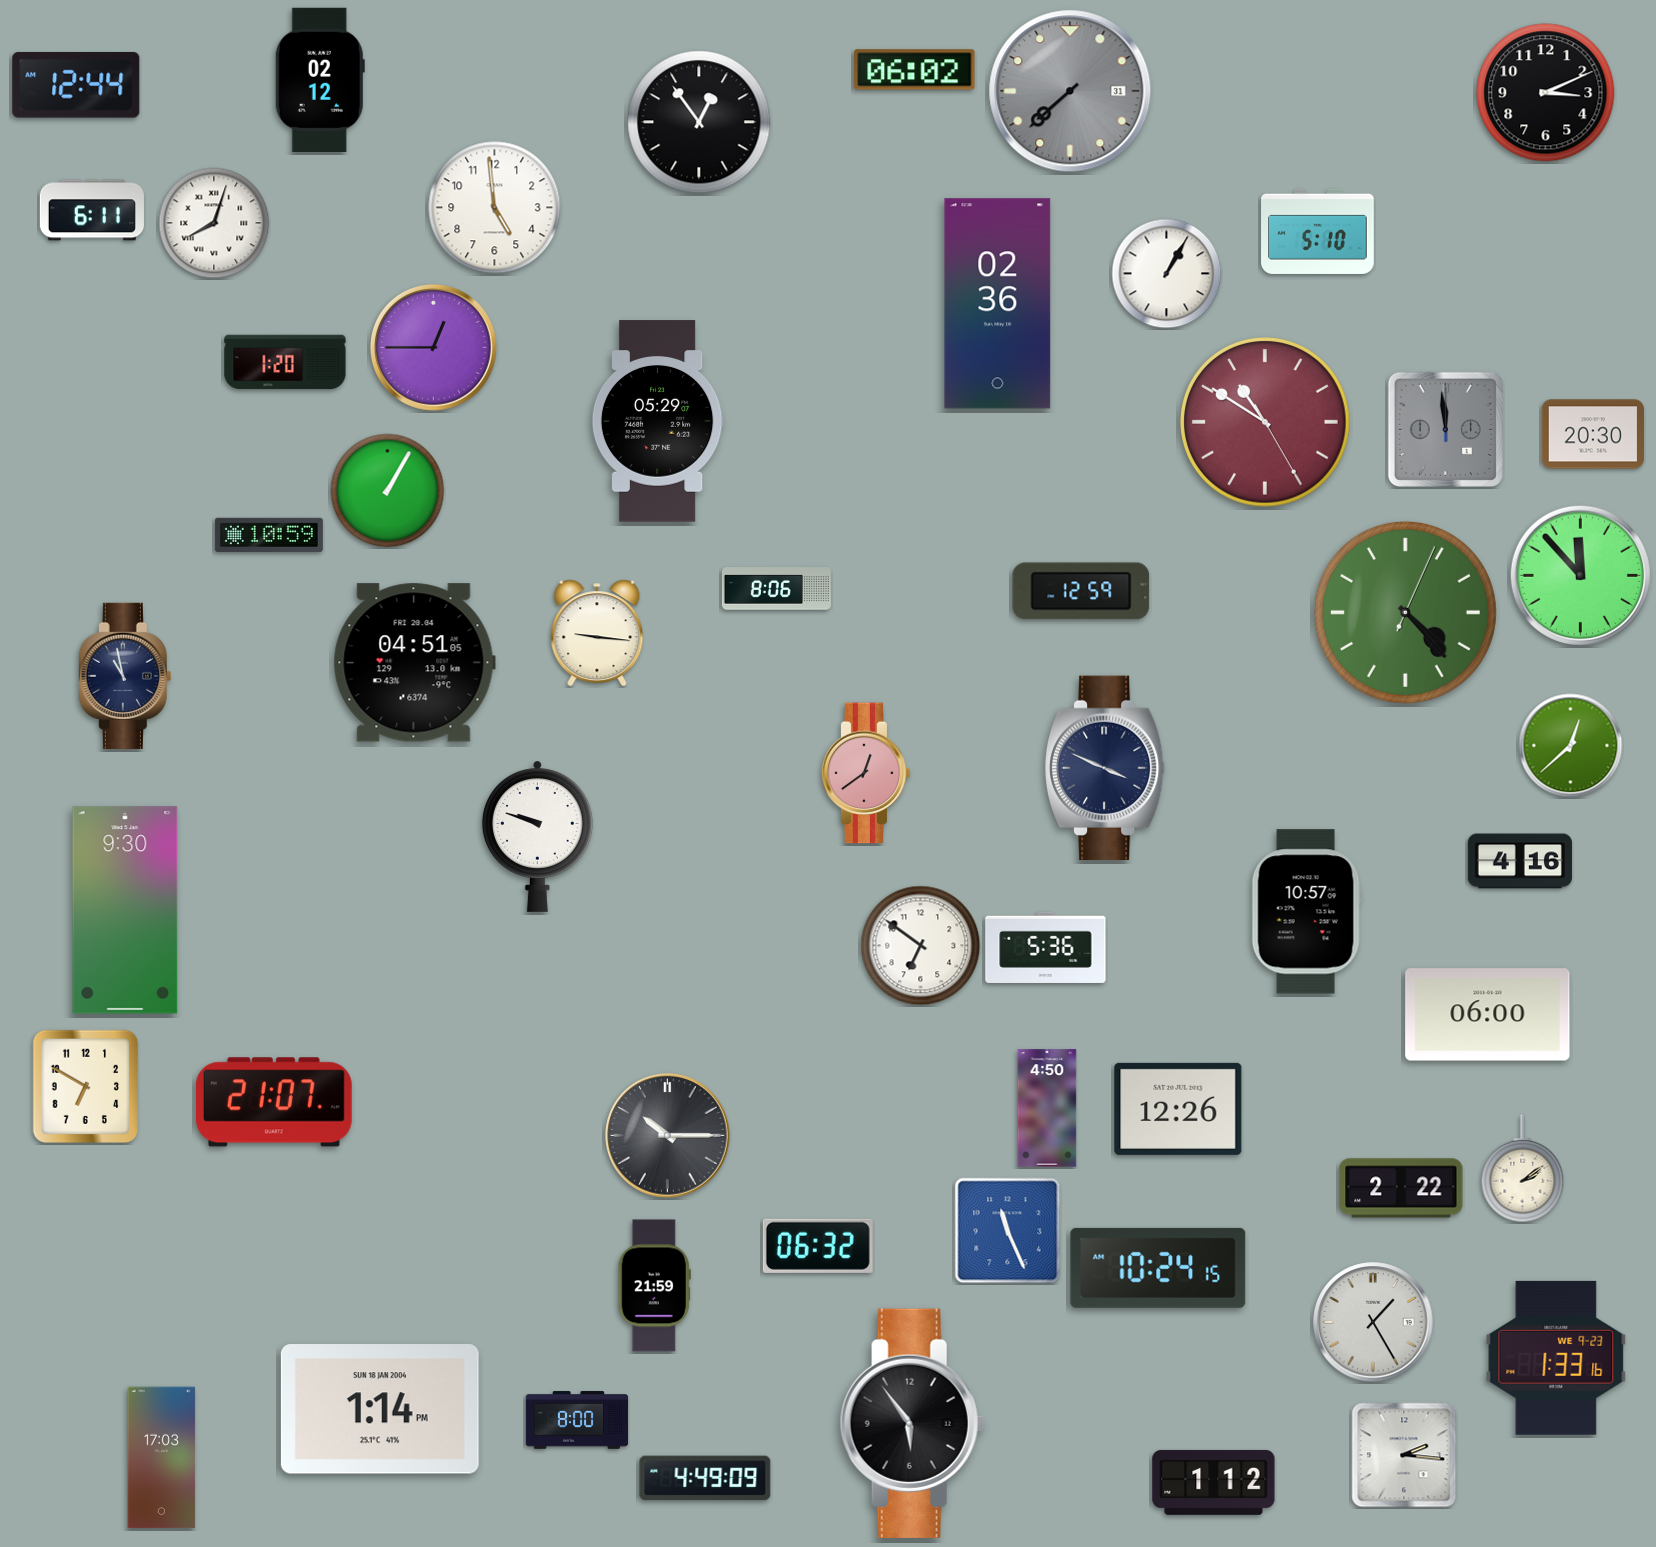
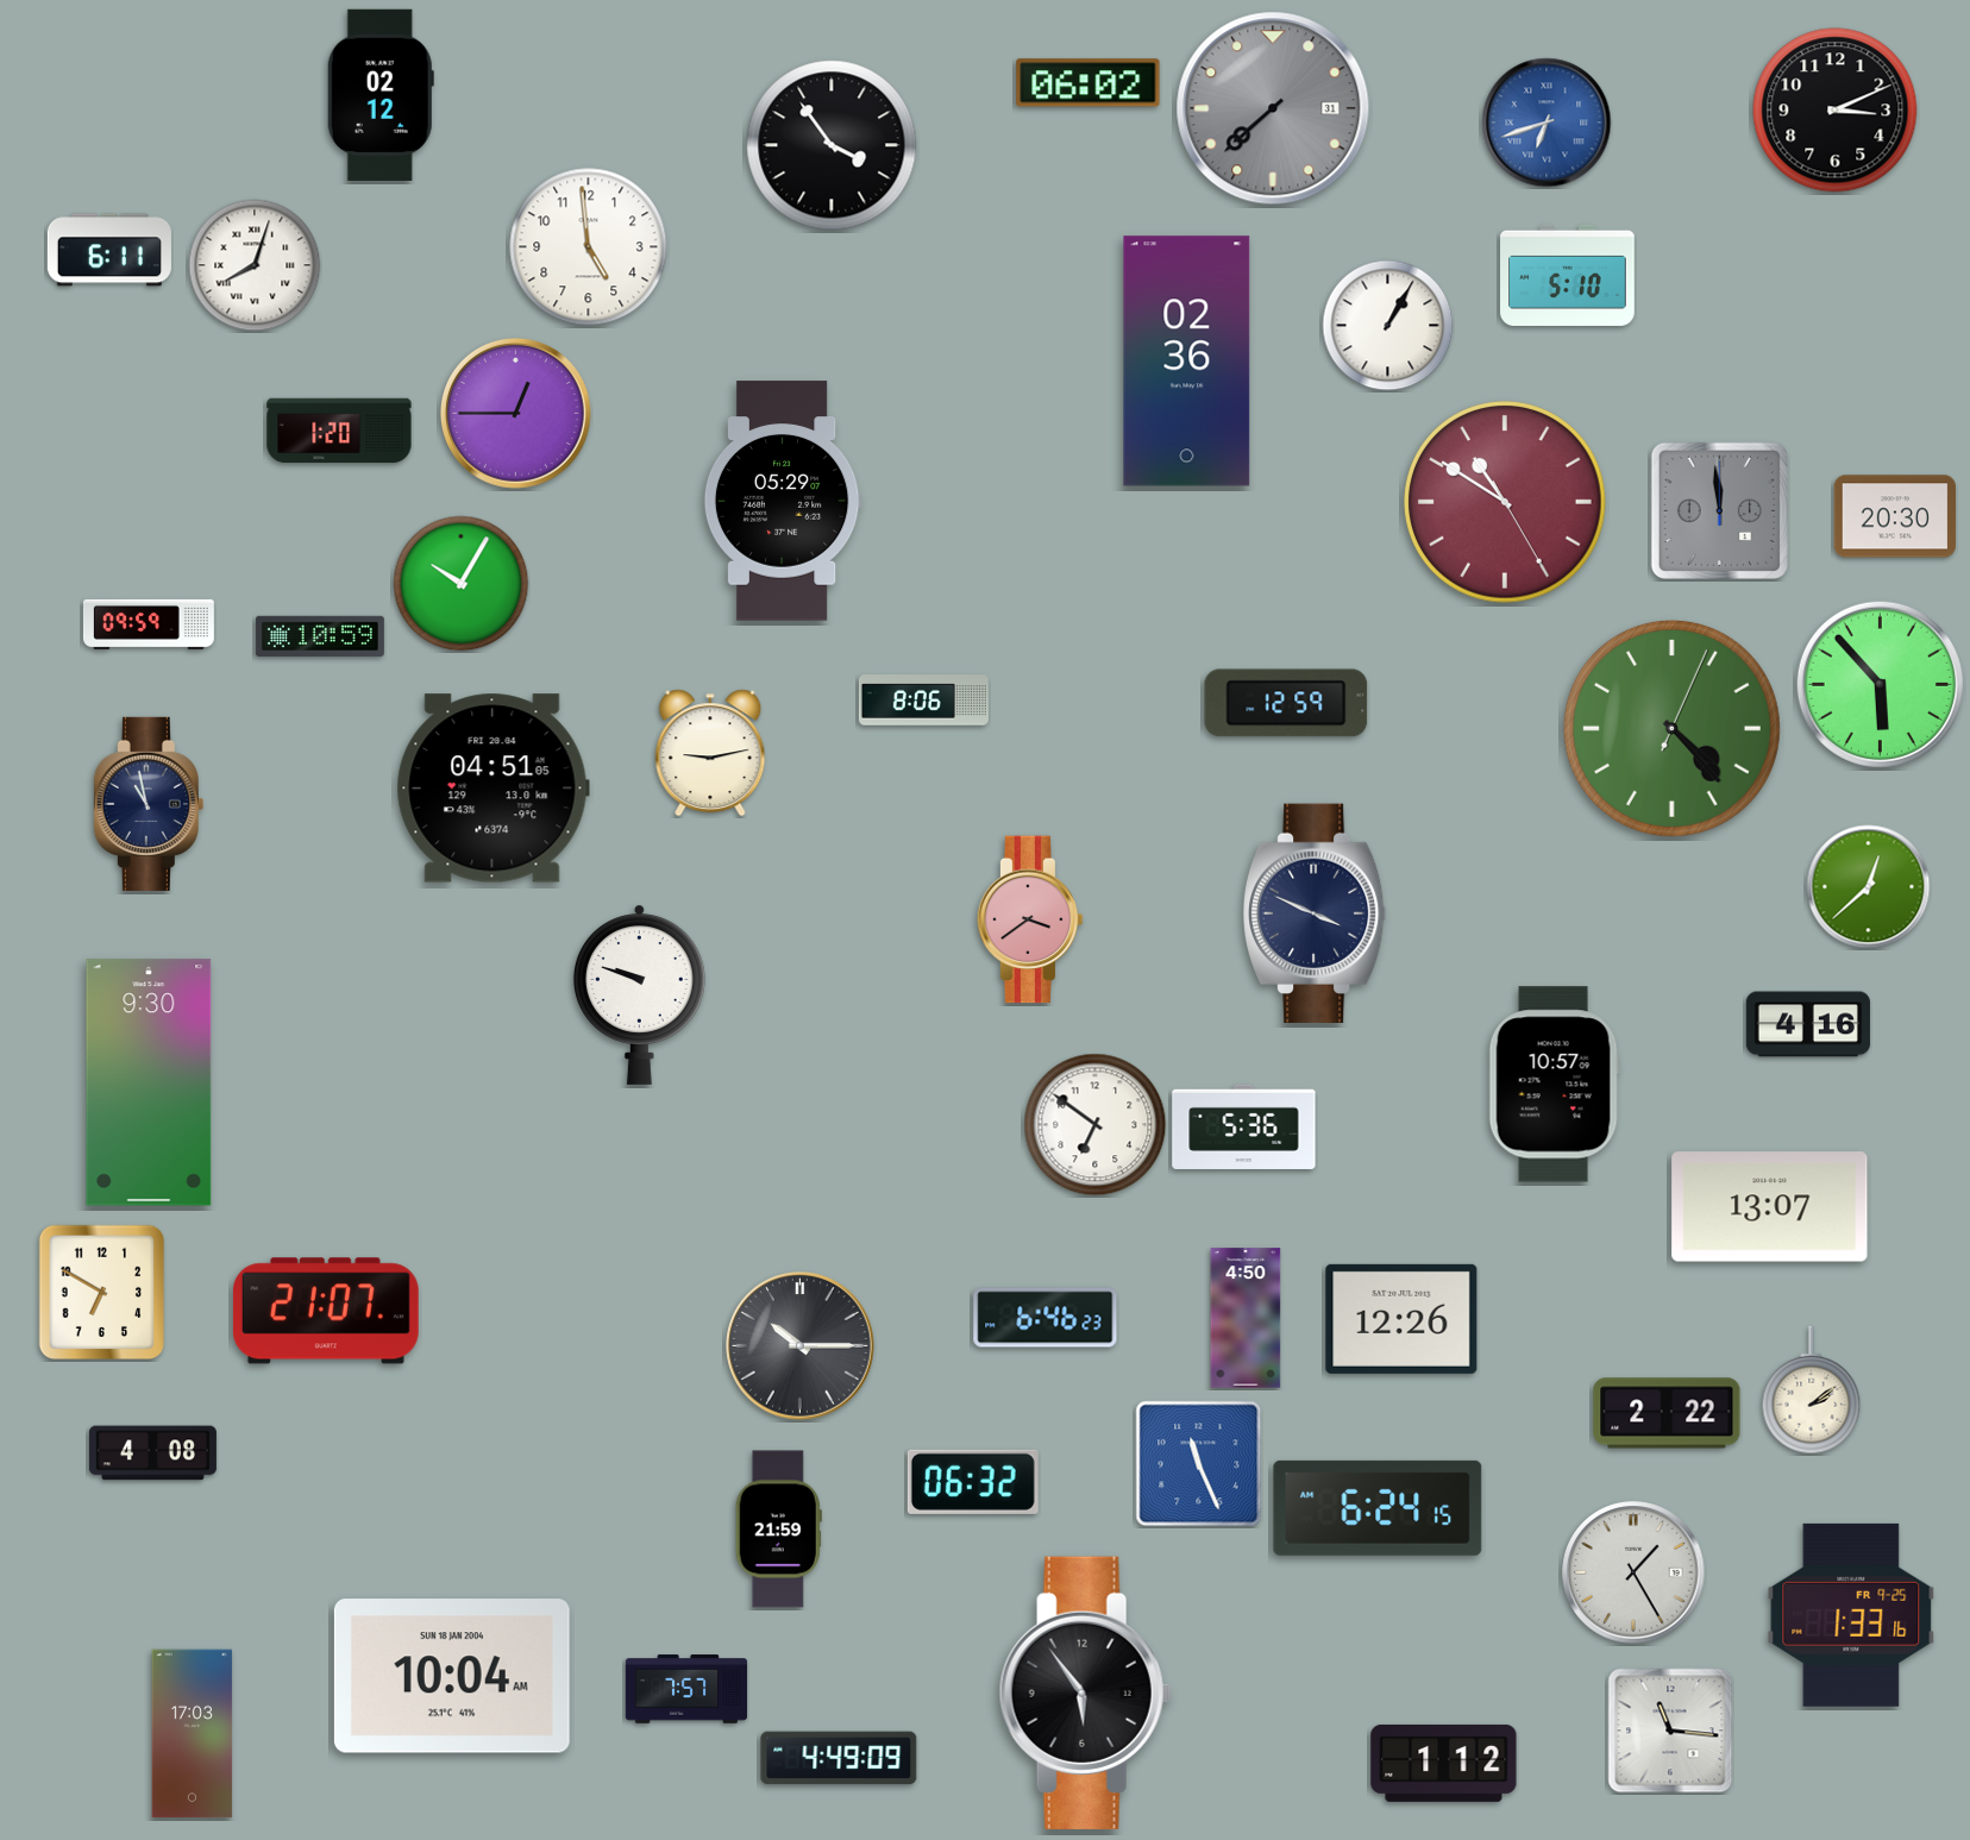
clock at (76, 85): 12:44 -> none
clock at (1546, 93) position: (1546, 93) -> (1836, 111)
clock at (1546, 123): none -> 6:42
clock at (699, 122): 12:54 -> 3:54
clock at (388, 491): 1:05 -> 10:05
clock at (149, 624): none -> 09:59
clock at (1580, 575): 11:53 -> 5:53
clock at (597, 633): 9:16 -> 9:13
clock at (866, 773): 12:39 -> 3:39
clock at (1488, 1015): 06:00 -> 13:07
clock at (1046, 1318): none -> 6:46
clock at (668, 1136) position: (668, 1136) -> (801, 1346)
clock at (152, 1453): none -> 4:08
clock at (1158, 1268): 10:24 -> 6:24
clock at (1556, 1358) date: WE 9-23 -> FR 9-25
clock at (380, 1409): 1:14 -> 10:04
clock at (577, 1420): 8:00 -> 7:57
clock at (1404, 1455): 2:16 -> 11:16
